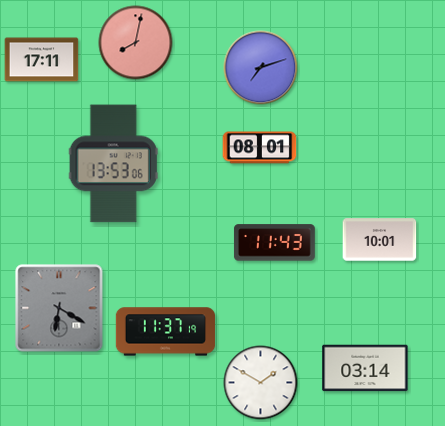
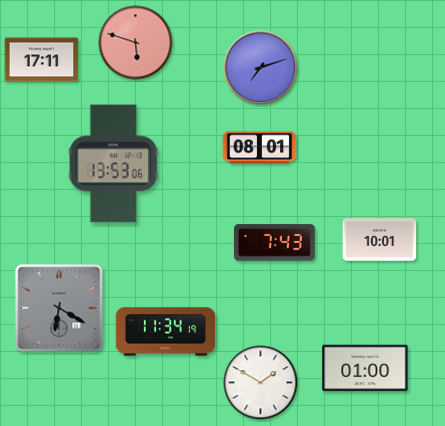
clock at (136, 43): 8:02 -> 5:48
clock at (274, 243): 11:43 -> 7:43
clock at (166, 332): 11:37 -> 11:34
clock at (365, 368): 03:14 -> 01:00
